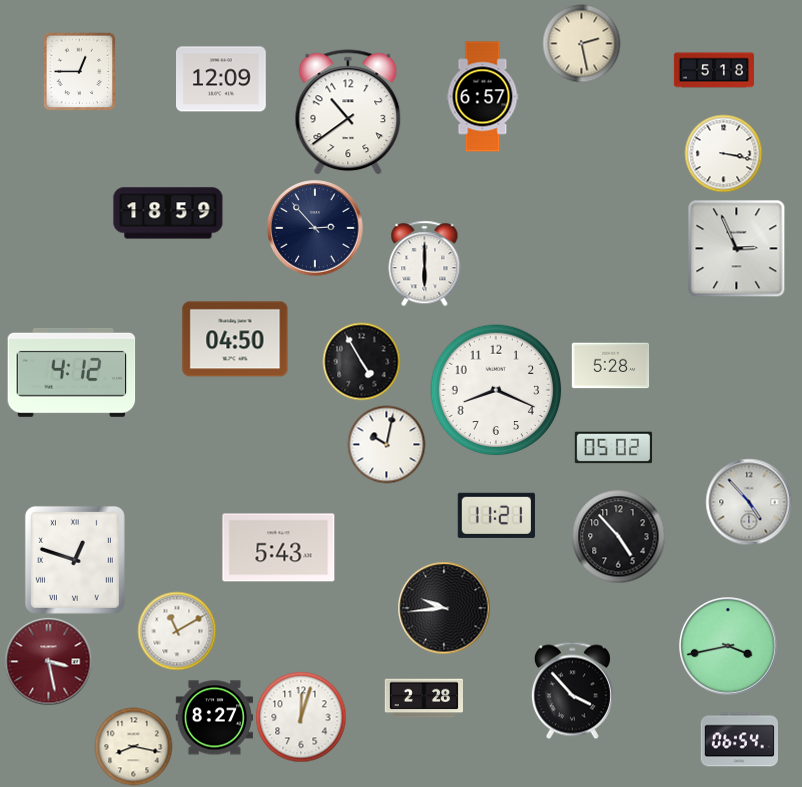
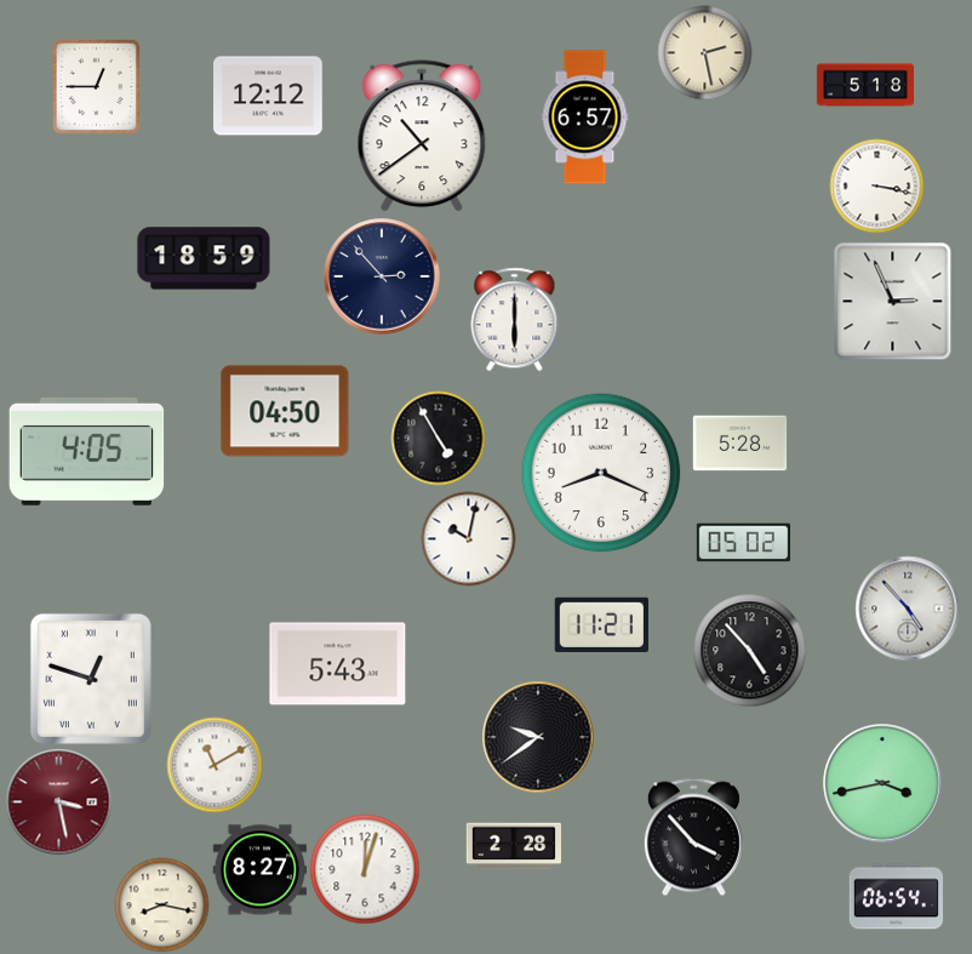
clock at (222, 79): 12:09 -> 12:12
clock at (72, 372): 4:12 -> 4:05
clock at (444, 608): 9:44 -> 9:39
